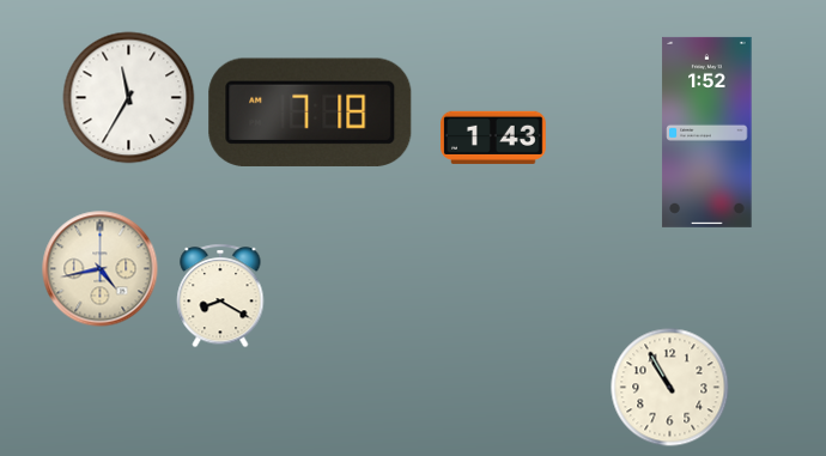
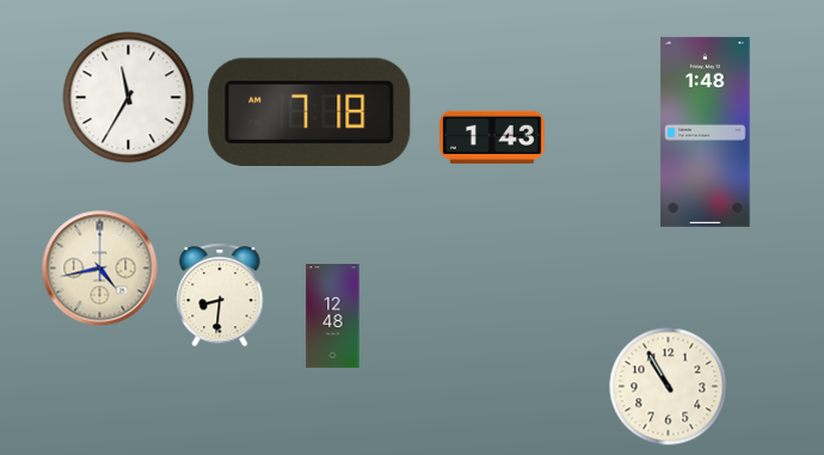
clock at (707, 132): 1:52 -> 1:48
clock at (220, 296): 8:20 -> 8:31
clock at (333, 316): none -> 12:48
